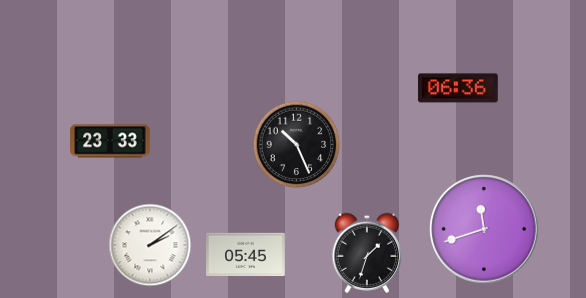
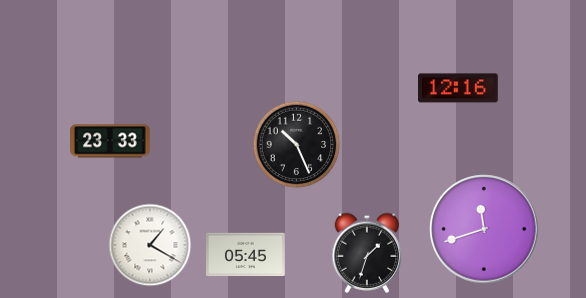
clock at (458, 88): 06:36 -> 12:16
clock at (150, 245): 2:09 -> 1:20
